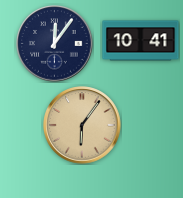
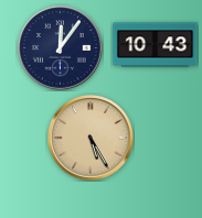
clock at (141, 41): 10:41 -> 10:43
clock at (82, 125): 6:06 -> 5:25
